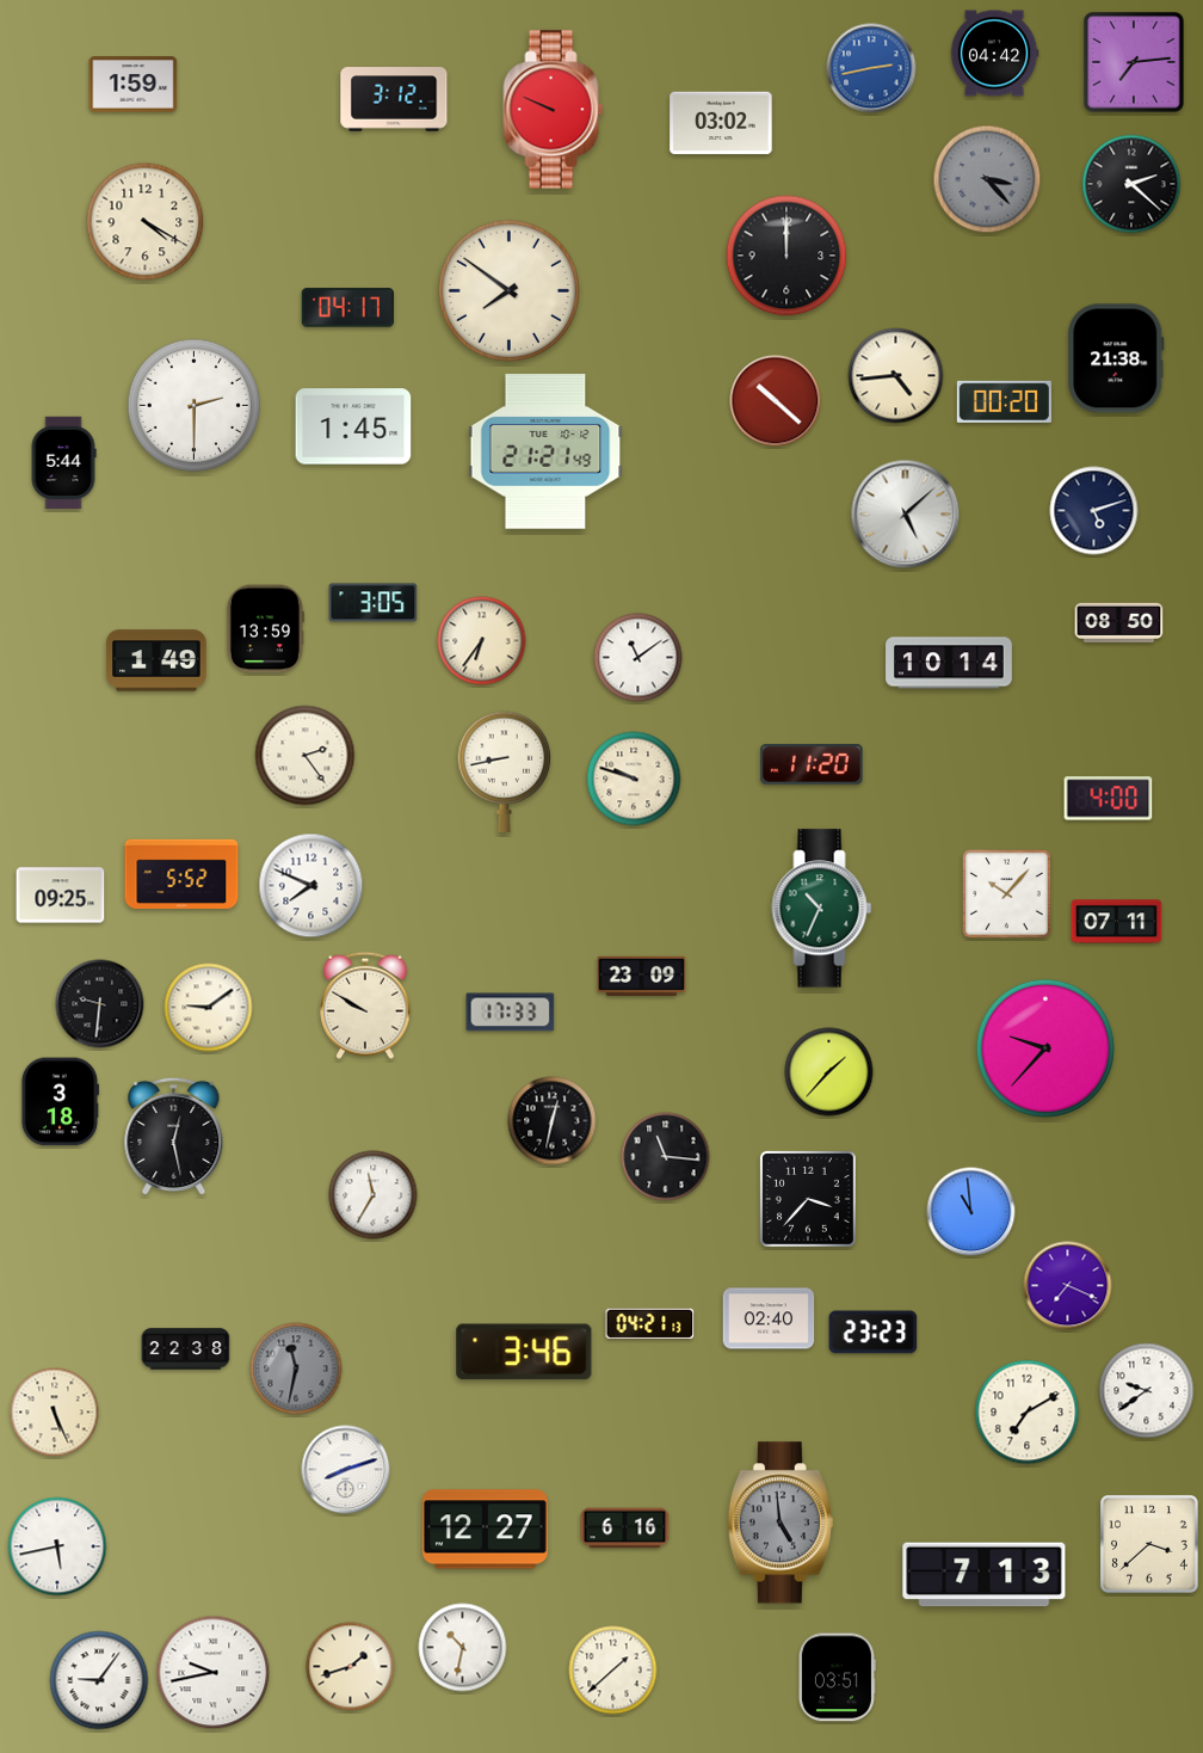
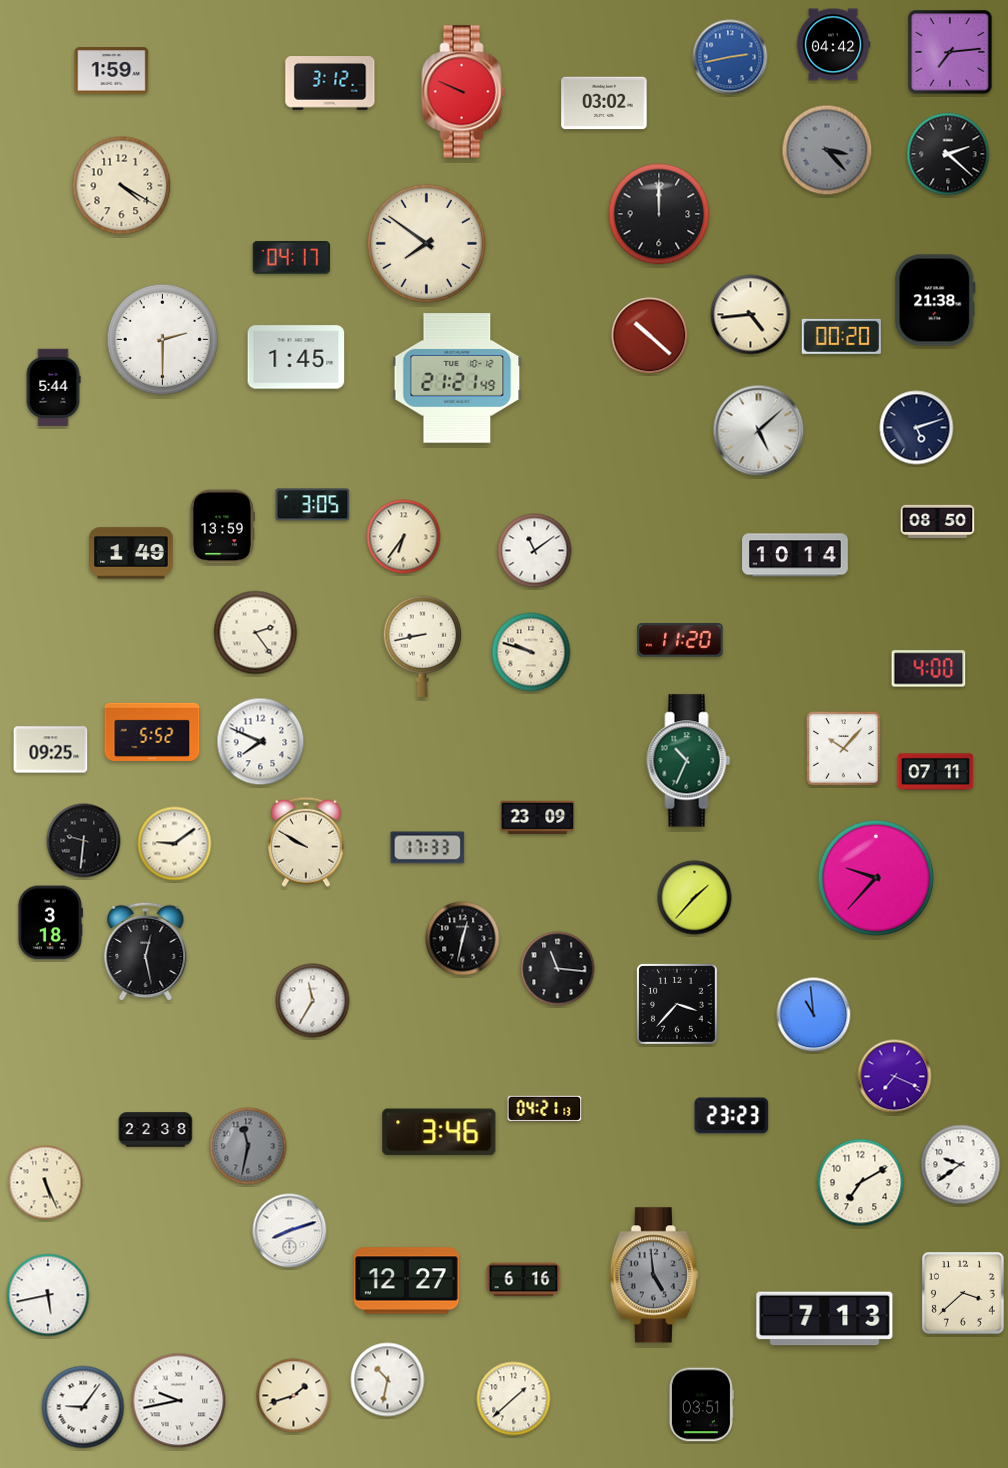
clock at (769, 1318): 02:40 -> none
